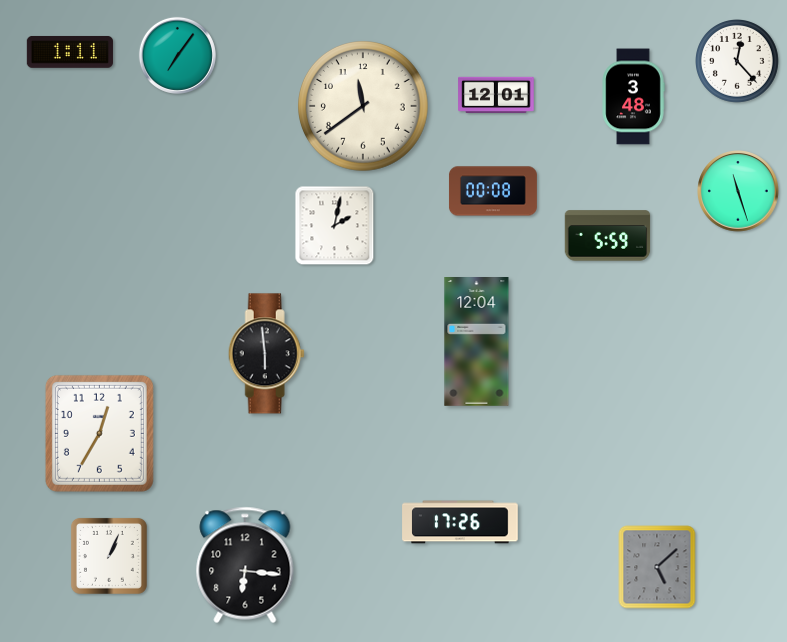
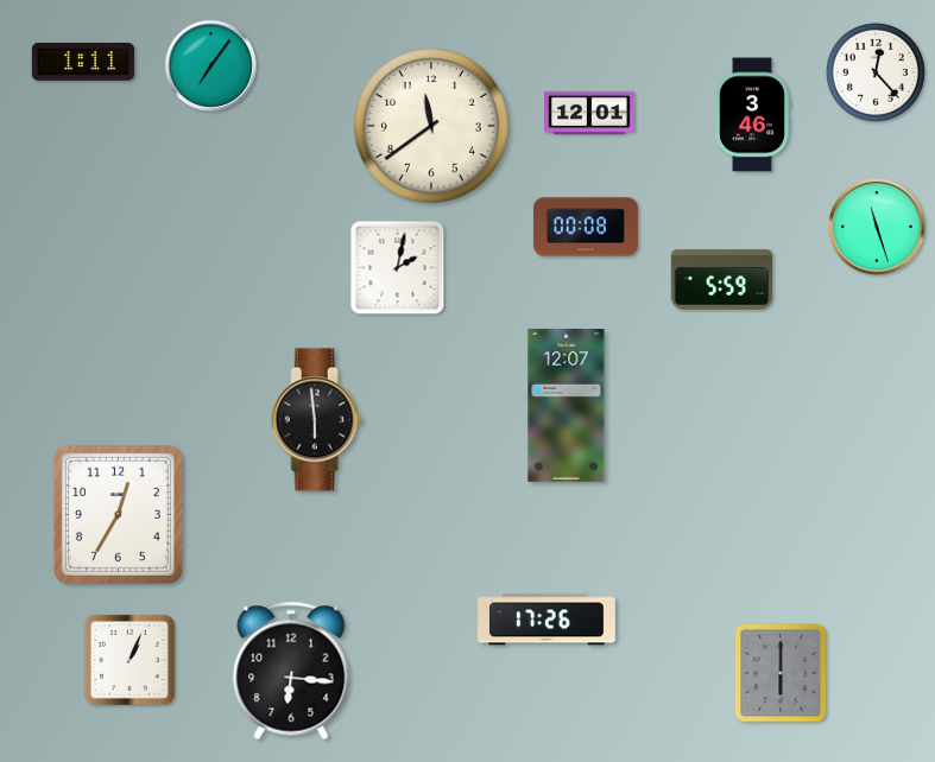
clock at (633, 97): 3:48 -> 3:46
clock at (477, 342): 12:04 -> 12:07
clock at (657, 567): 5:08 -> 6:00
